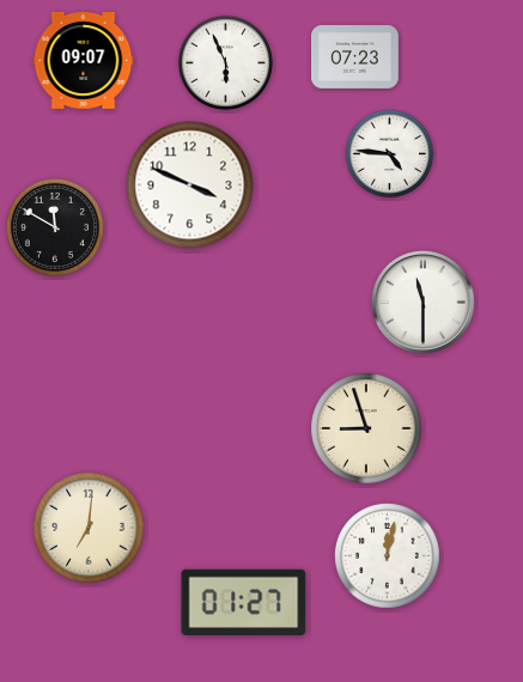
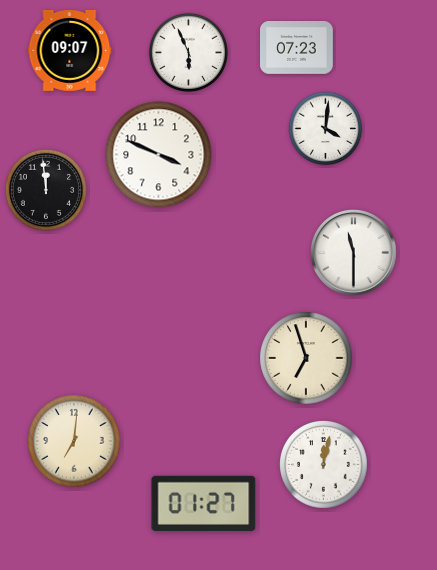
clock at (390, 154): 4:46 -> 4:01
clock at (55, 227): 11:50 -> 11:59
clock at (366, 428): 8:57 -> 6:57
